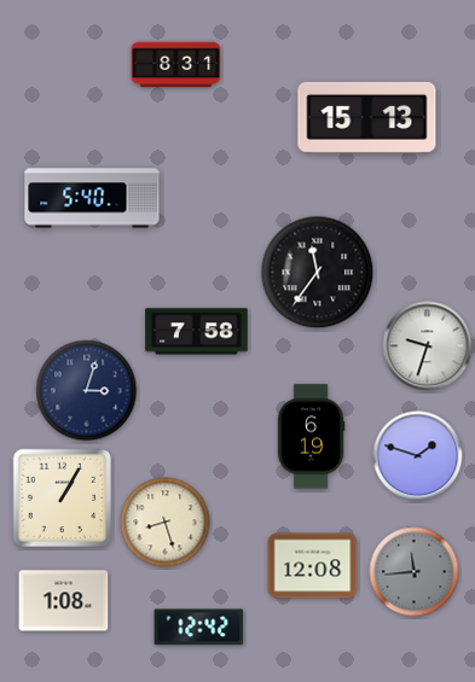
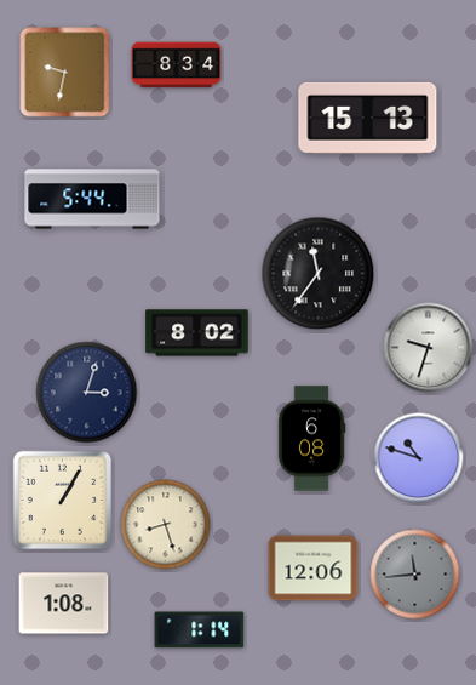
clock at (176, 65): 8:31 -> 8:34
clock at (65, 73): none -> 9:32
clock at (92, 198): 5:40 -> 5:44
clock at (197, 332): 7:58 -> 8:02
clock at (311, 437): 6:19 -> 6:08
clock at (418, 456): 1:48 -> 10:48
clock at (313, 566): 12:08 -> 12:06
clock at (199, 628): 12:42 -> 1:14
